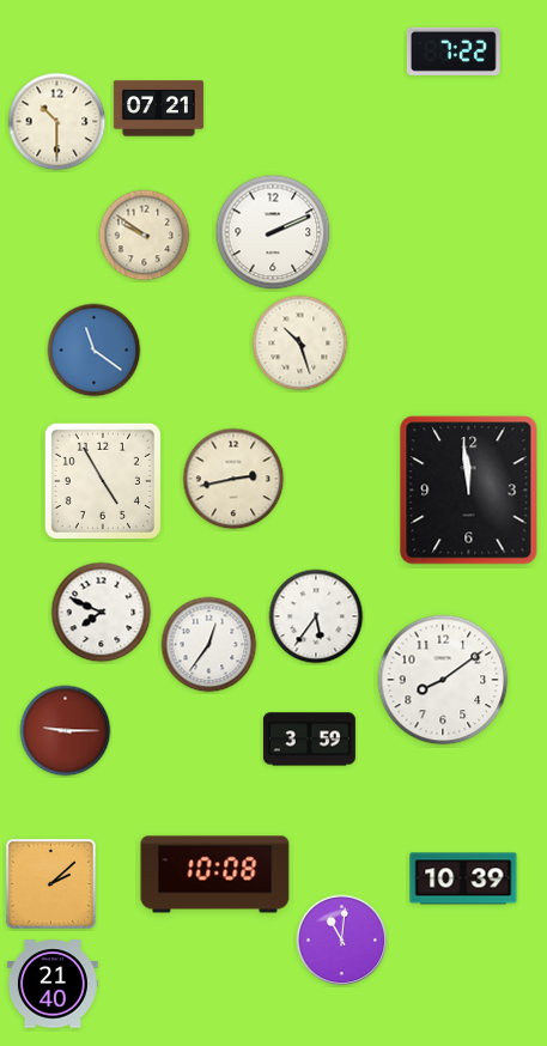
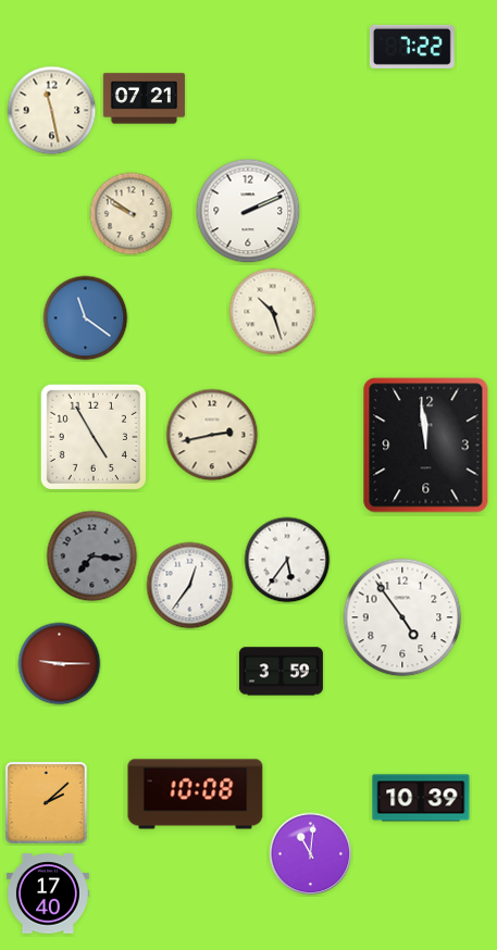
clock at (57, 122): 10:30 -> 11:28
clock at (102, 613): 7:49 -> 7:16
clock at (102, 613) dial: white -> grey
clock at (443, 680): 8:09 -> 4:54
clock at (53, 984): 21:40 -> 17:40
